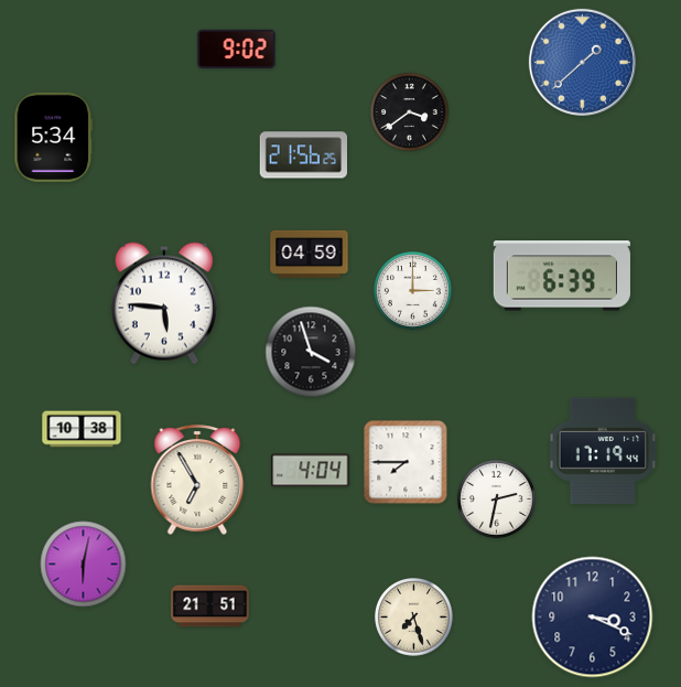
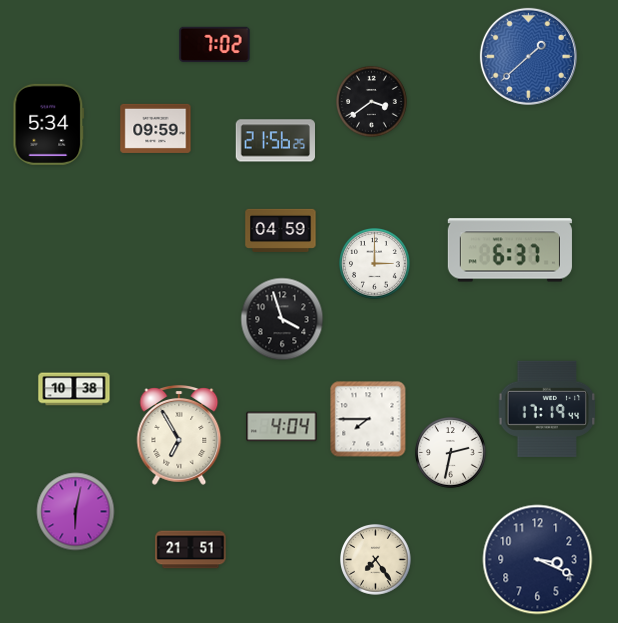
clock at (237, 50): 9:02 -> 7:02
clock at (156, 128): none -> 09:59
clock at (562, 276): 6:39 -> 6:37
clock at (164, 303): 5:46 -> none
clock at (414, 618): 7:27 -> 7:24
